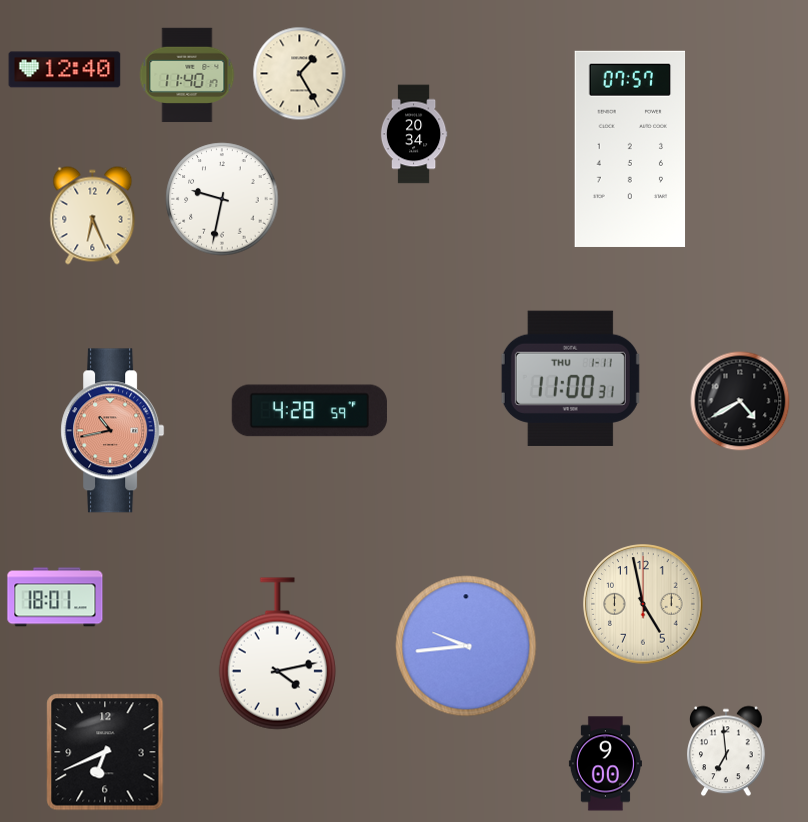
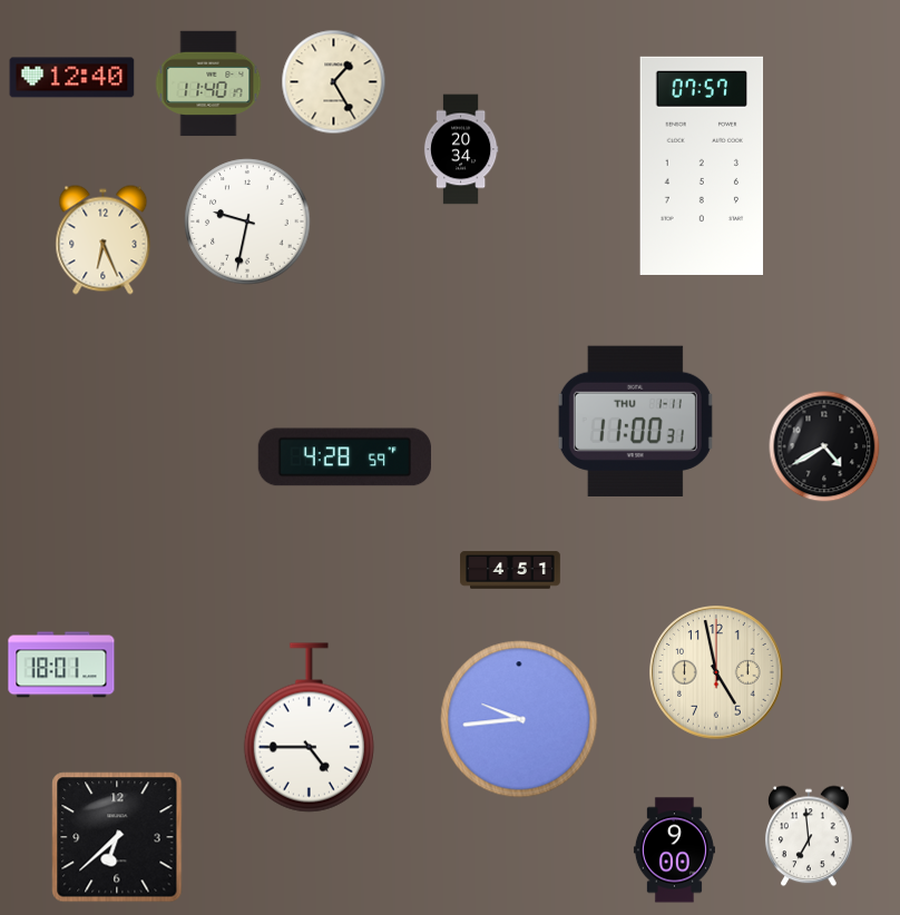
clock at (113, 431): 10:43 -> none
clock at (510, 570): none -> 4:51
clock at (277, 654): 4:13 -> 4:45
clock at (105, 752): 6:41 -> 6:38
